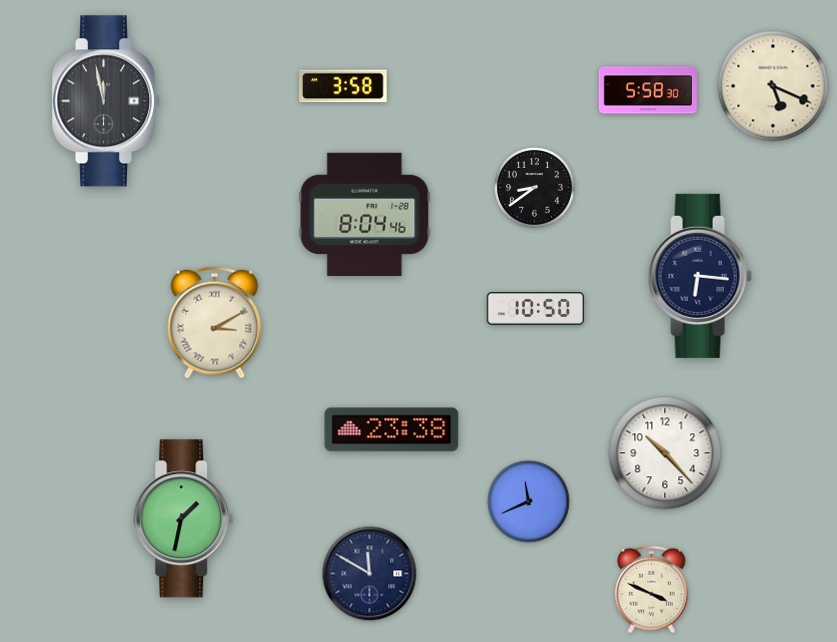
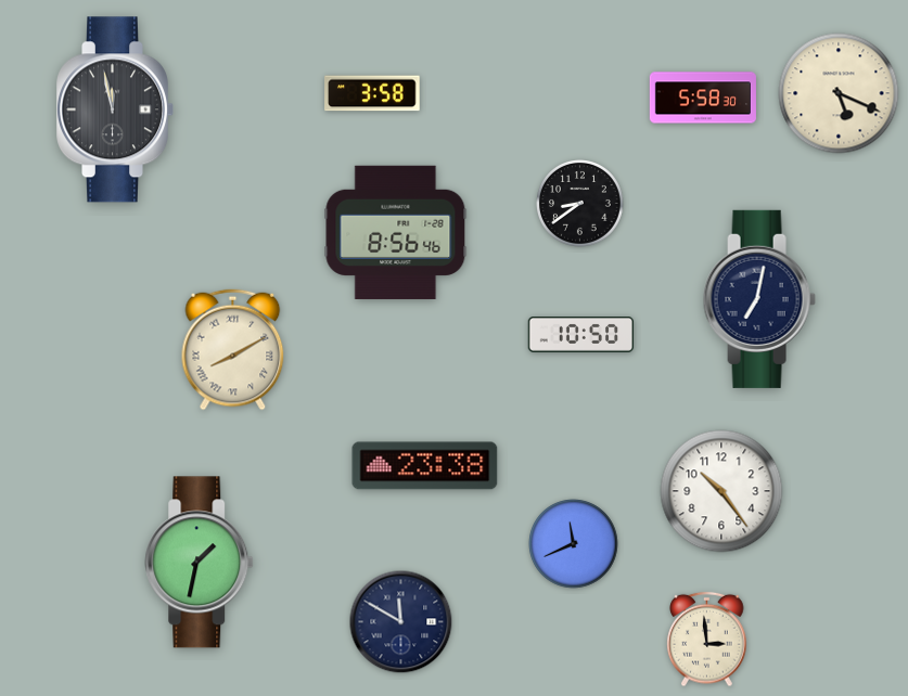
clock at (365, 214): 8:04 -> 8:56
clock at (700, 276): 6:16 -> 7:02
clock at (215, 323): 3:10 -> 8:10
clock at (665, 453): 10:23 -> 10:24
clock at (652, 590): 3:49 -> 2:59
